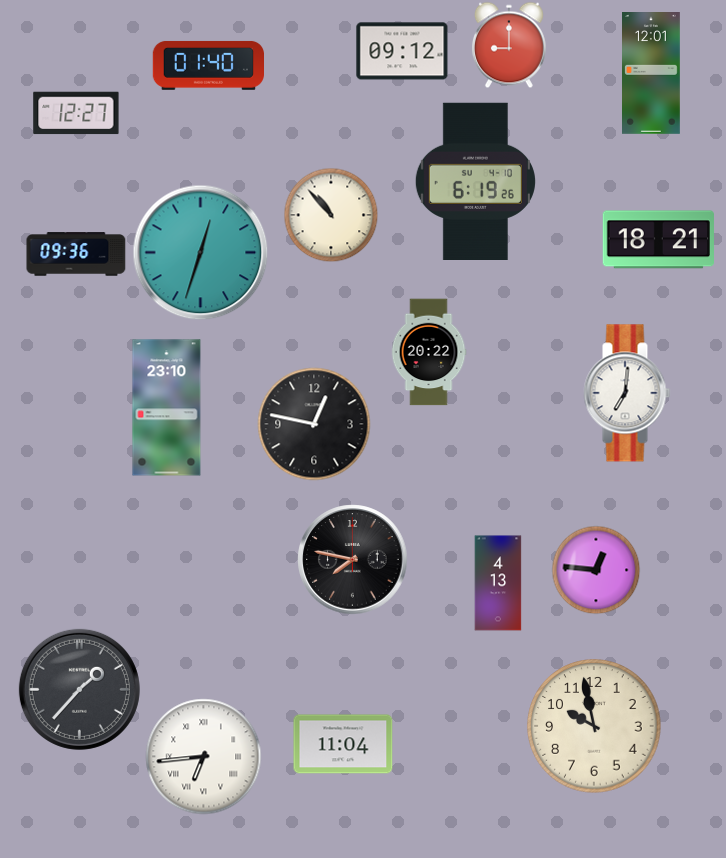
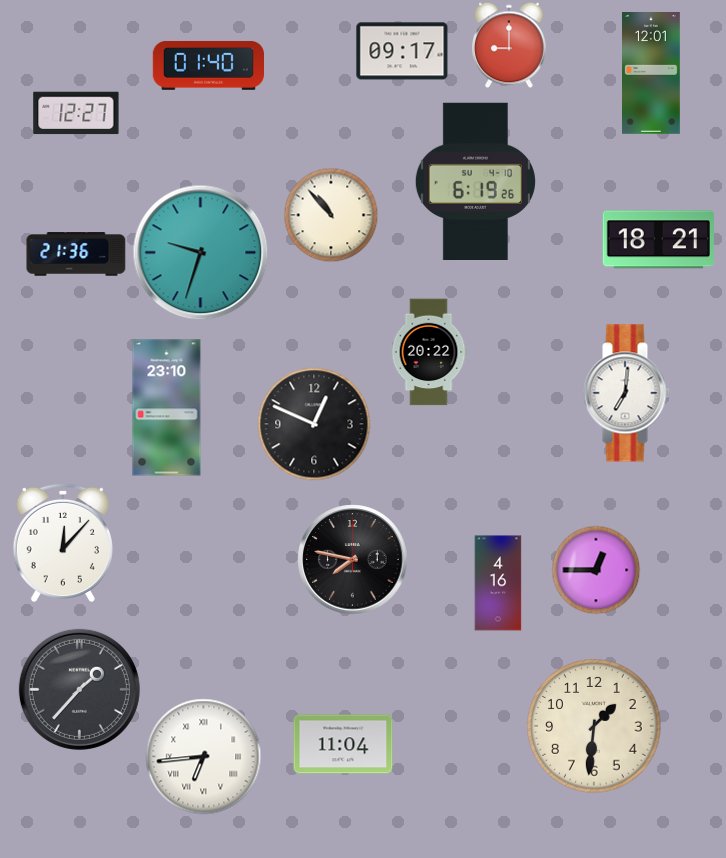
clock at (402, 51): 09:12 -> 09:17
clock at (201, 253): 12:33 -> 9:33
clock at (76, 254): 09:36 -> 21:36
clock at (314, 424): 12:47 -> 12:49
clock at (63, 542): none -> 12:07
clock at (596, 570): 12:46 -> 12:45
clock at (498, 583): 4:13 -> 4:16
clock at (594, 726): 9:58 -> 1:31
